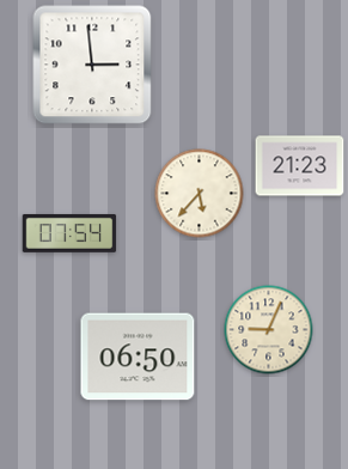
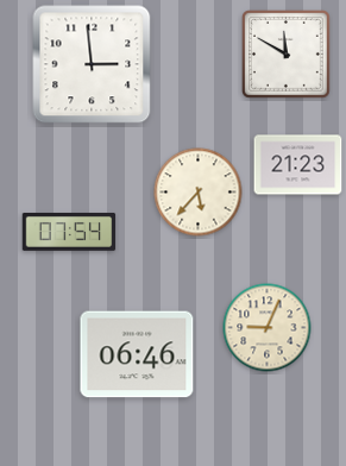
clock at (287, 55): none -> 11:50
clock at (138, 357): 06:50 -> 06:46
